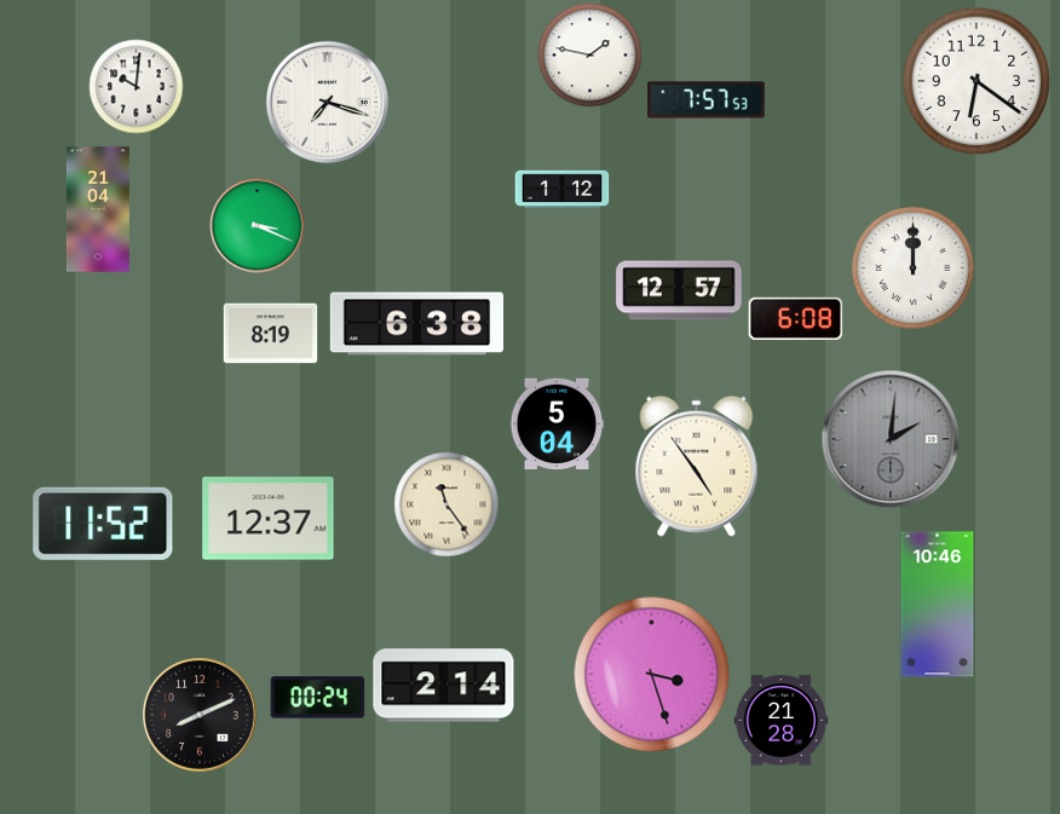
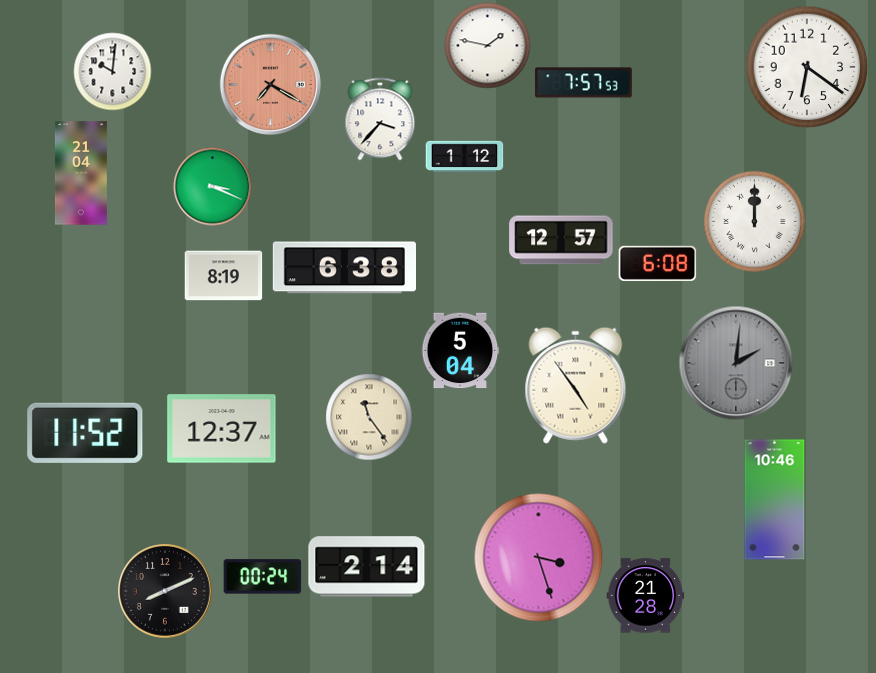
clock at (327, 102): 7:18 -> 7:20
clock at (327, 102) dial: white -> salmon
clock at (380, 119): none -> 3:37
